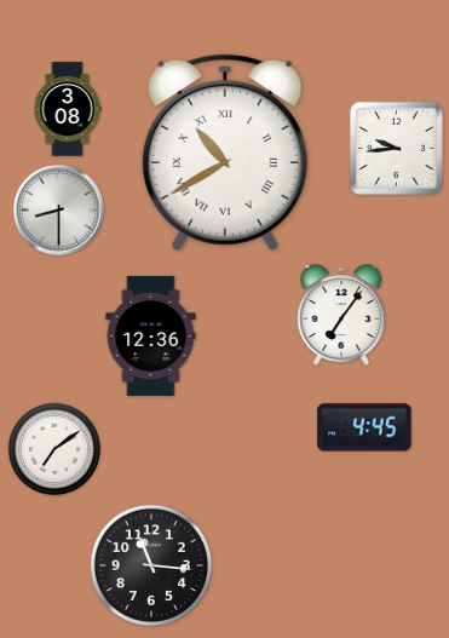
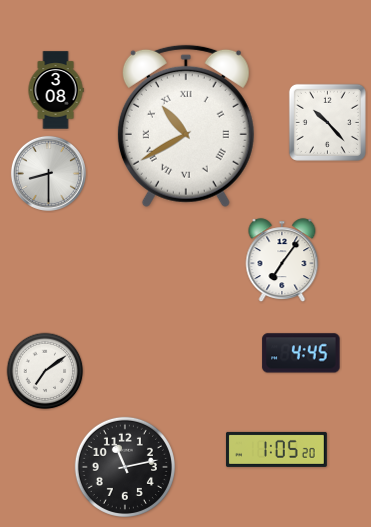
clock at (396, 148): 9:44 -> 10:23
clock at (151, 335): 12:36 -> none
clock at (277, 449): none -> 1:05
clock at (151, 565): 11:16 -> 11:13
